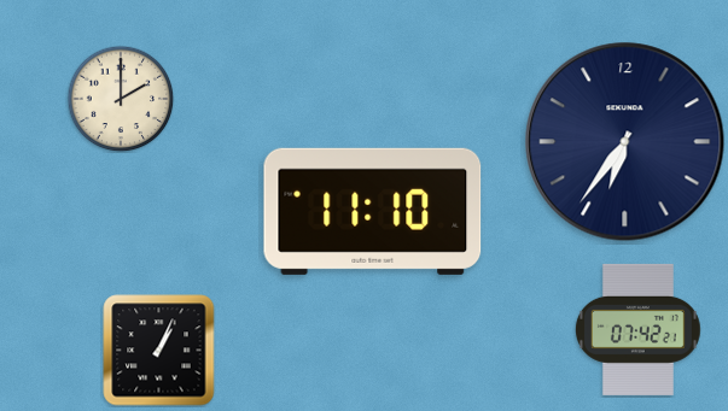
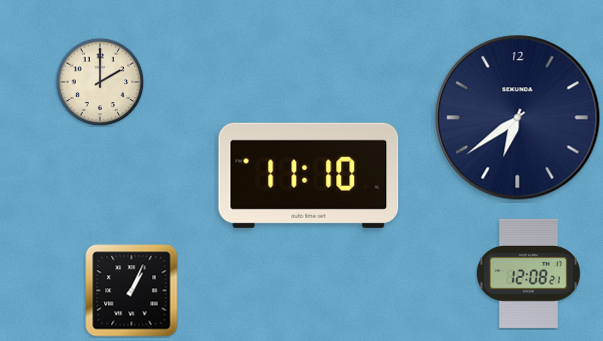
clock at (625, 142): 6:36 -> 6:39
clock at (637, 329): 07:42 -> 12:08
